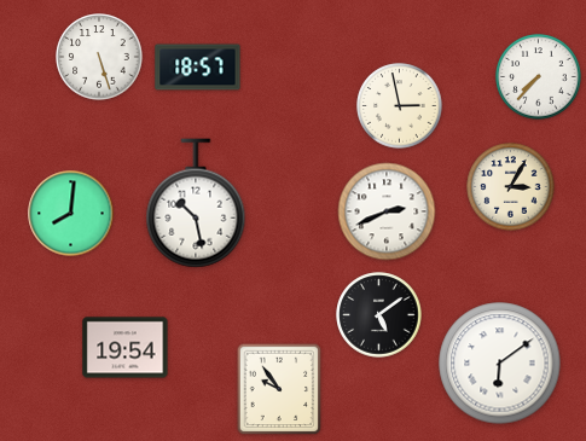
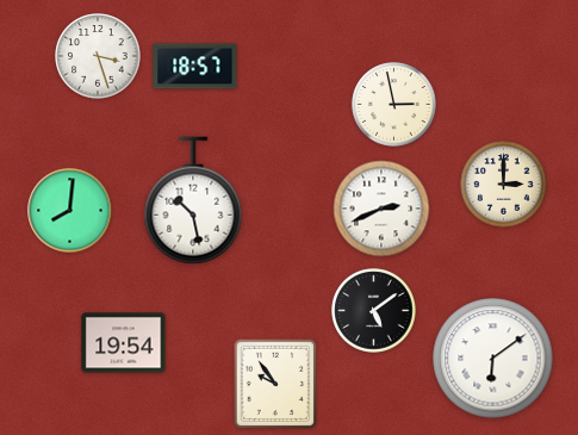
clock at (99, 57): 5:27 -> 3:27
clock at (539, 77): 7:37 -> none
clock at (511, 187): 3:05 -> 3:00
